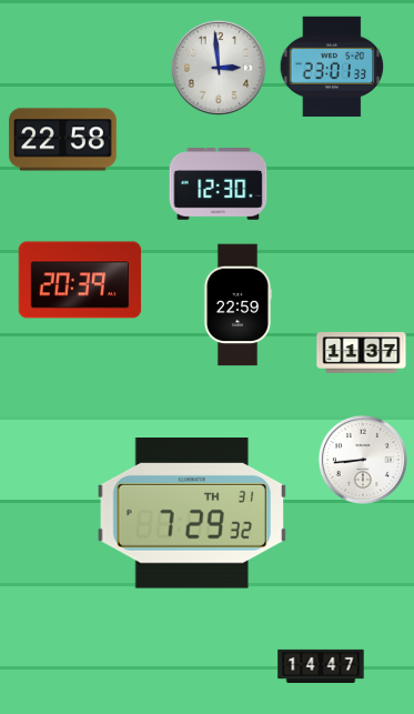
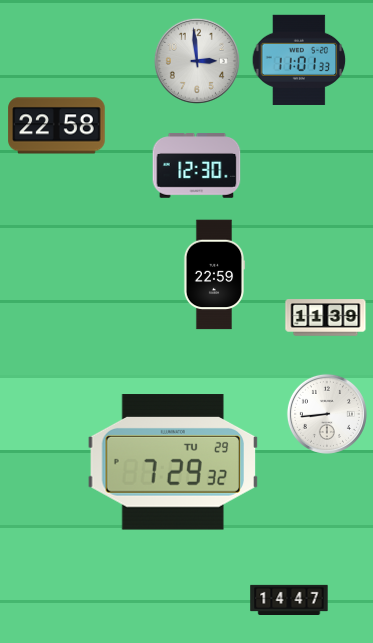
clock at (332, 67): 23:01 -> 11:01
clock at (80, 280): 20:39 -> none
clock at (362, 353): 11:37 -> 11:39
clock at (192, 513) date: TH 31 -> TU 29
